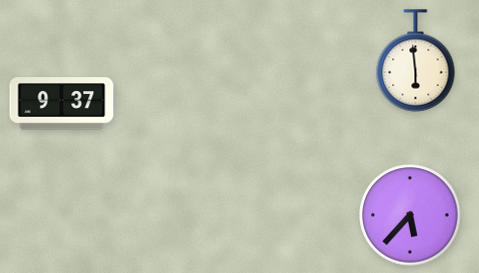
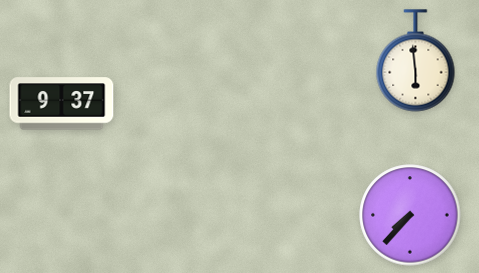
clock at (410, 215): 5:37 -> 7:37
